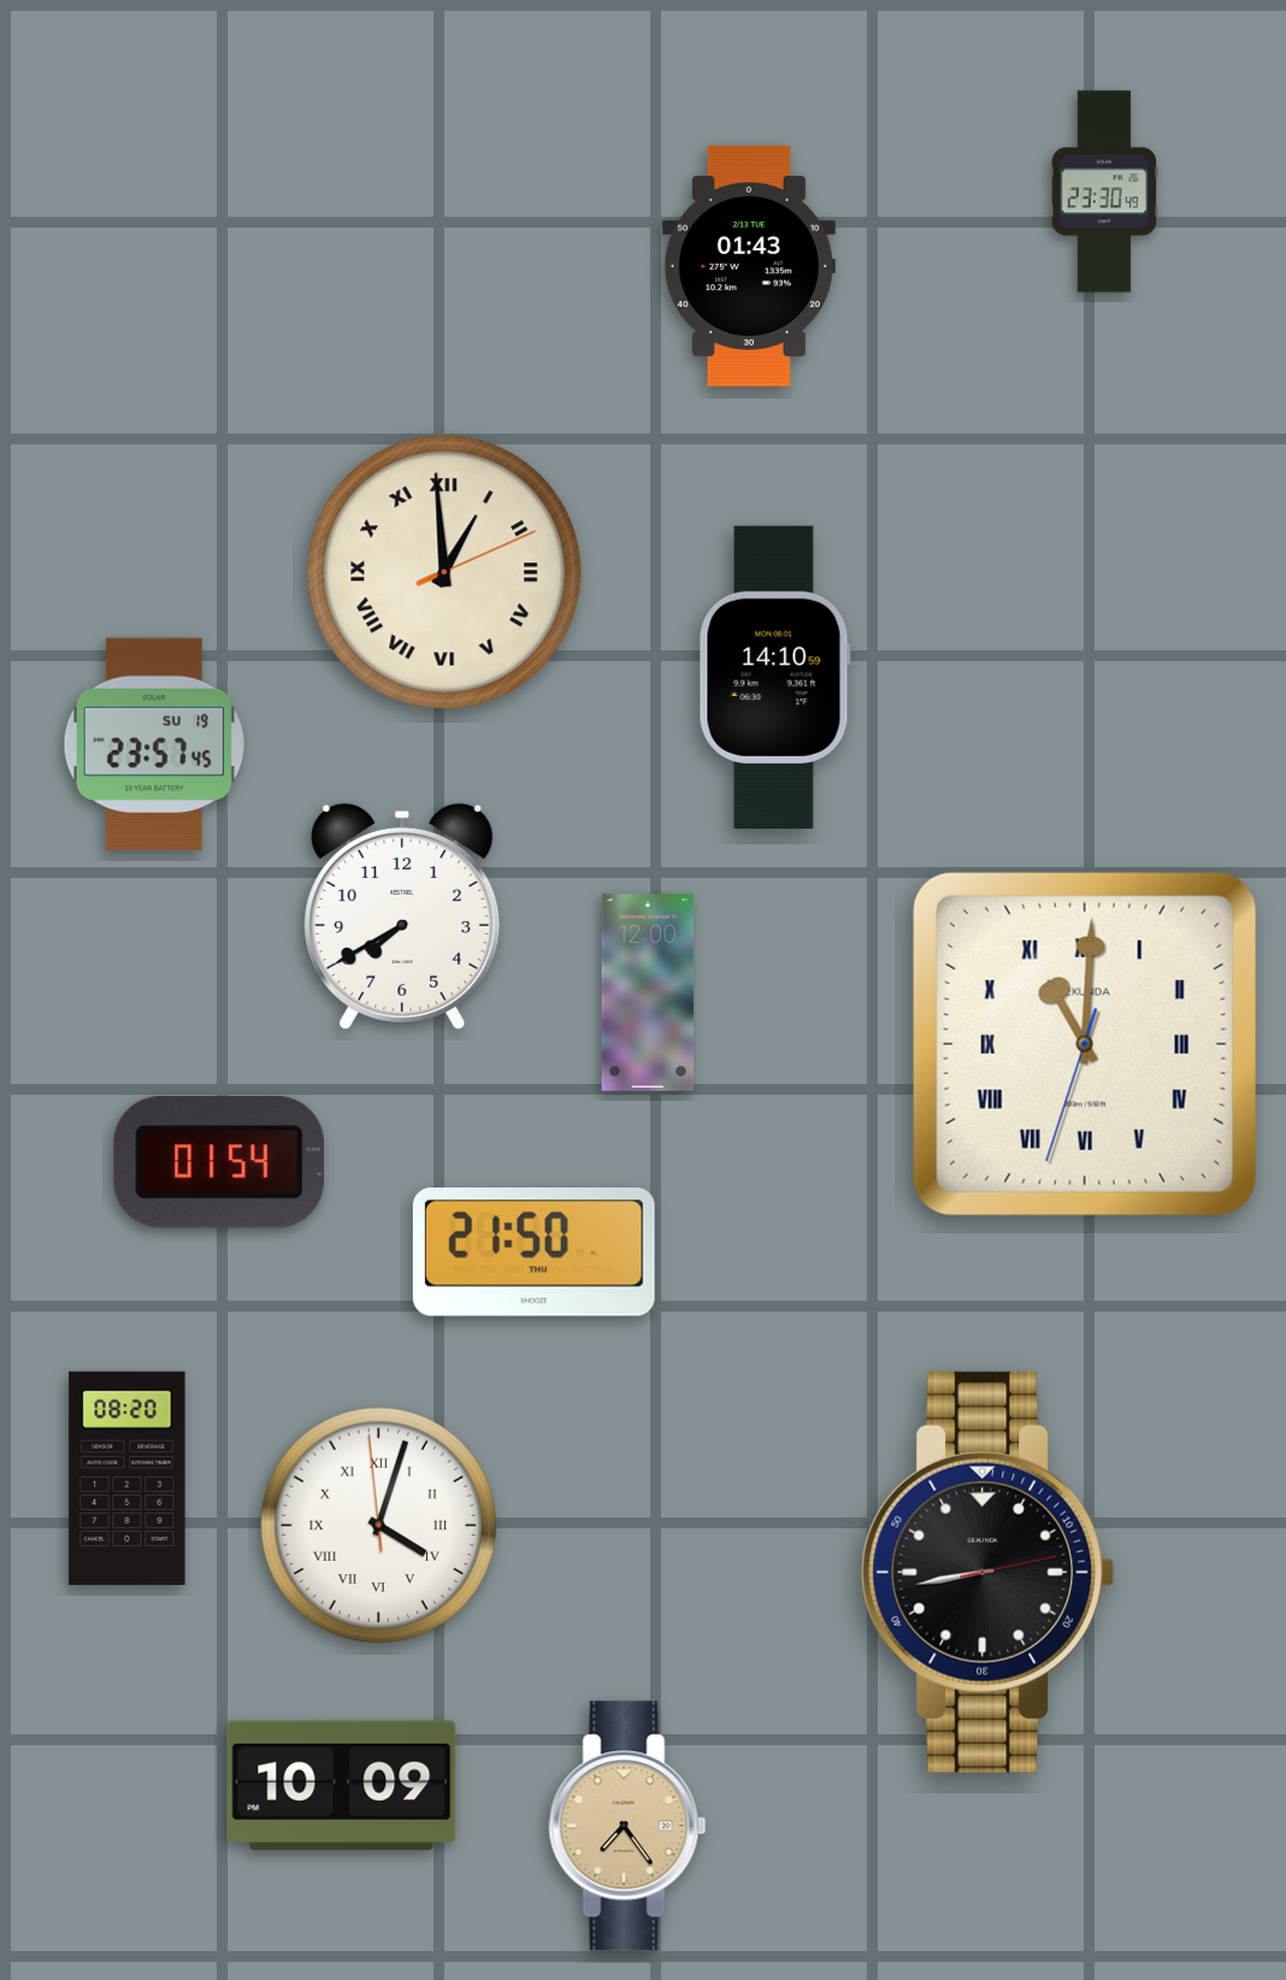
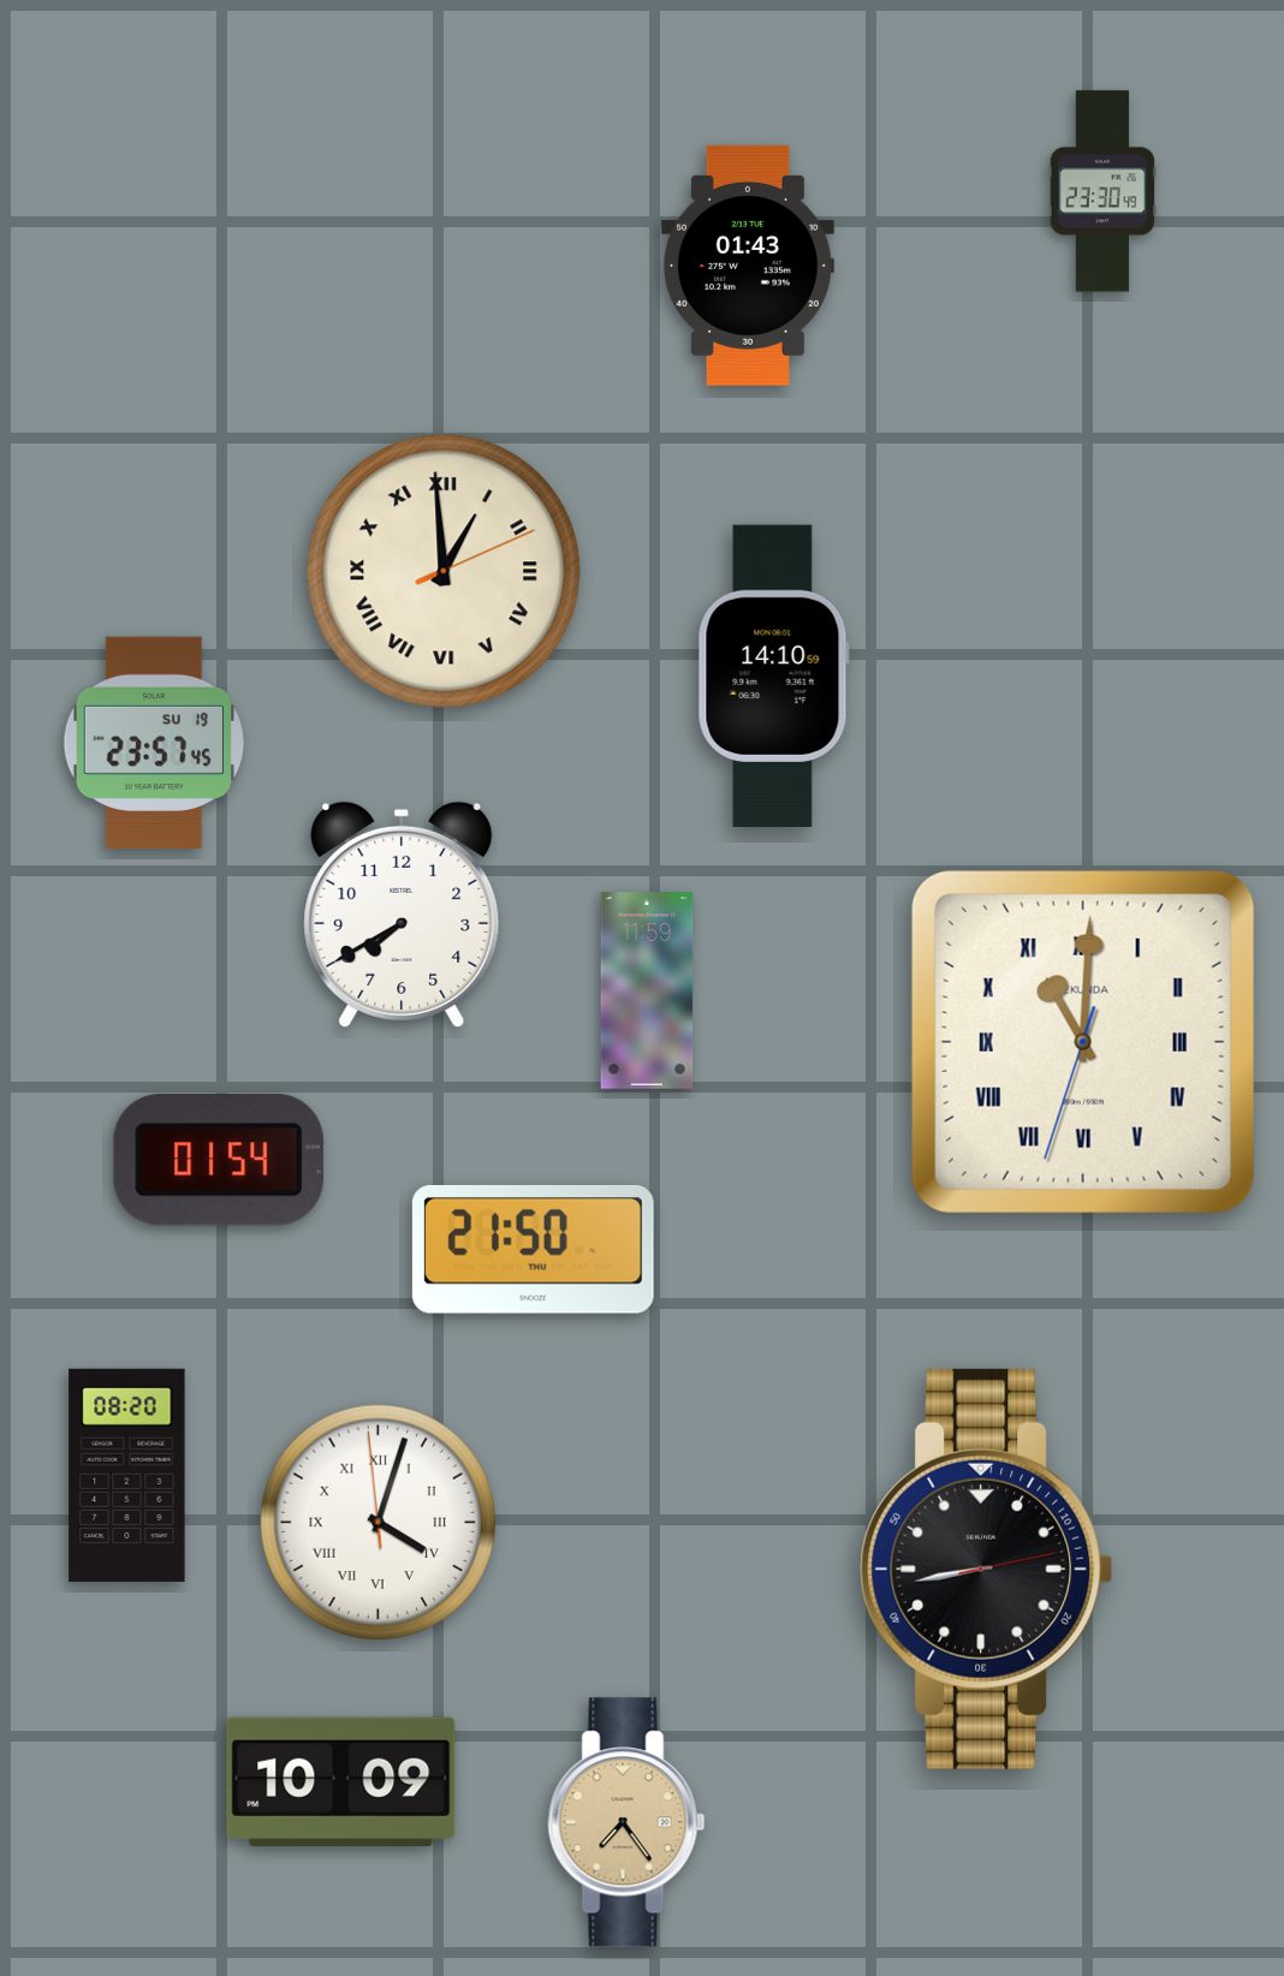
clock at (648, 992): 12:00 -> 11:59
